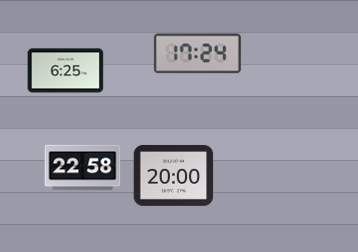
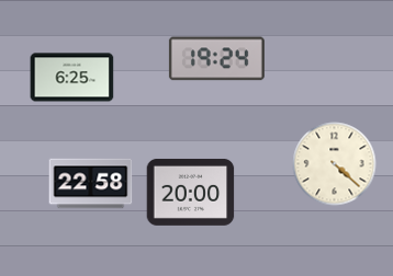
clock at (197, 54): 17:24 -> 19:24
clock at (335, 164): none -> 4:22
